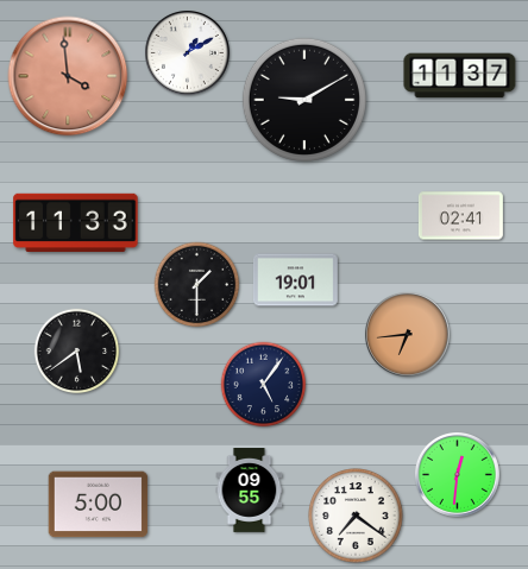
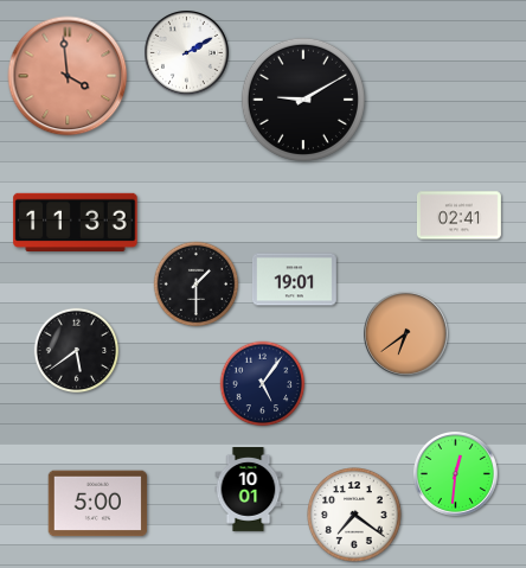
clock at (187, 52): 1:10 -> 2:10
clock at (460, 76): 11:37 -> none
clock at (407, 334): 6:44 -> 6:39
clock at (250, 491): 09:55 -> 10:01
